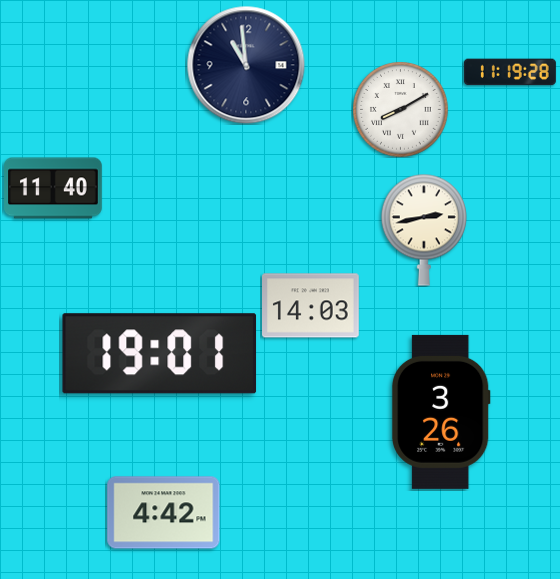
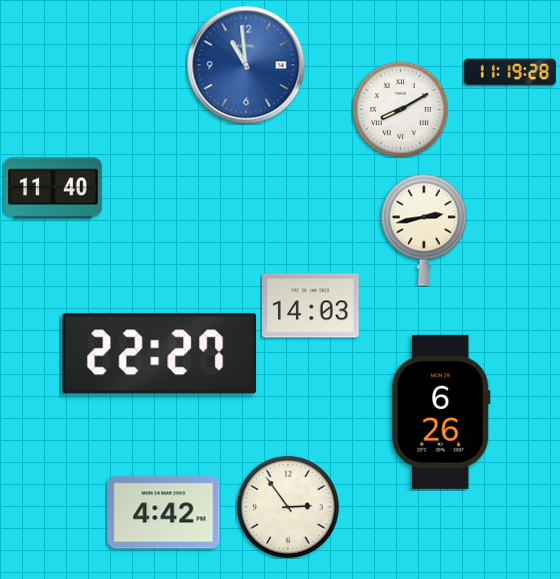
clock at (246, 65) dial: navy -> blue
clock at (160, 354): 19:01 -> 22:27
clock at (441, 412): 3:26 -> 6:26
clock at (288, 507): none -> 2:54
